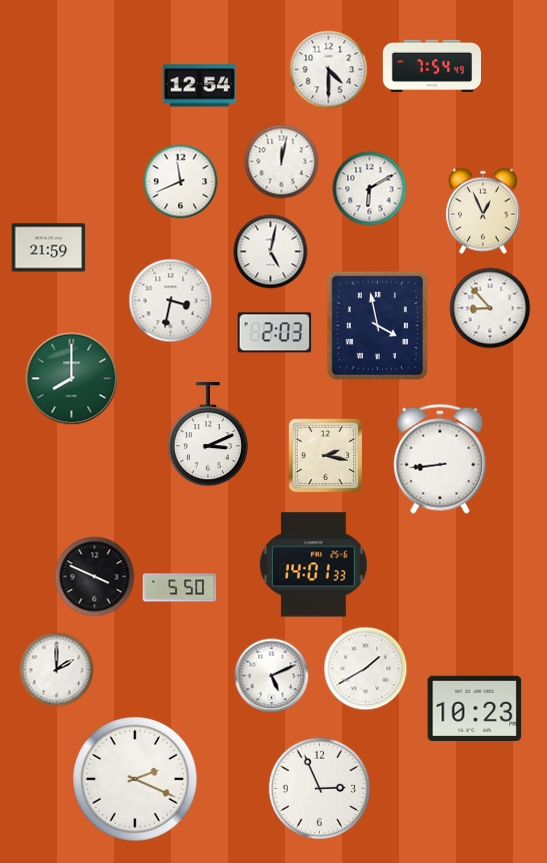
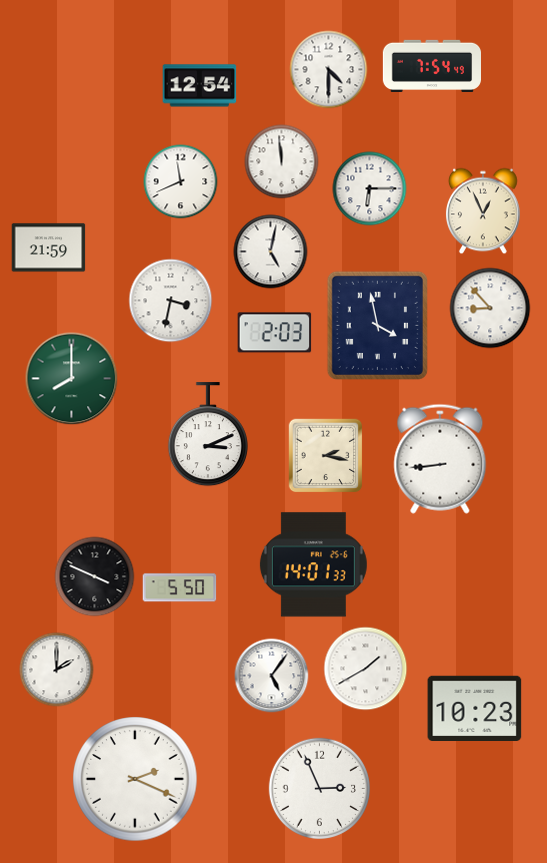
clock at (282, 162): 12:02 -> 11:59
clock at (370, 189): 6:10 -> 6:15
clock at (272, 676): 5:11 -> 5:06
